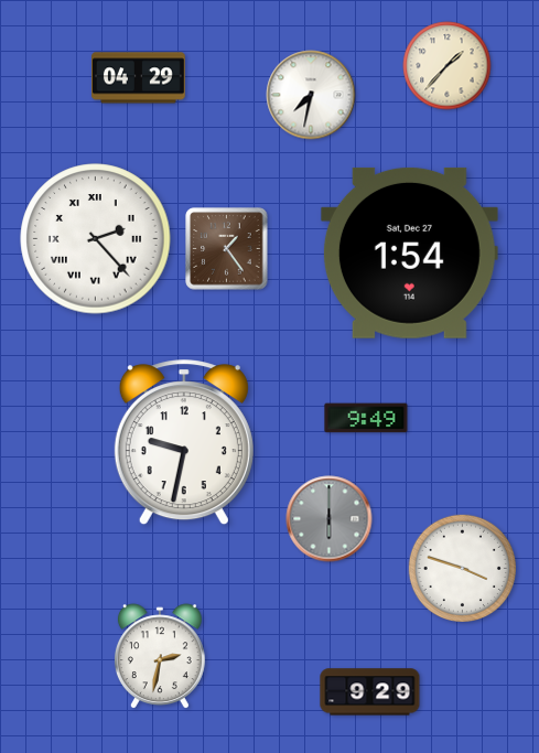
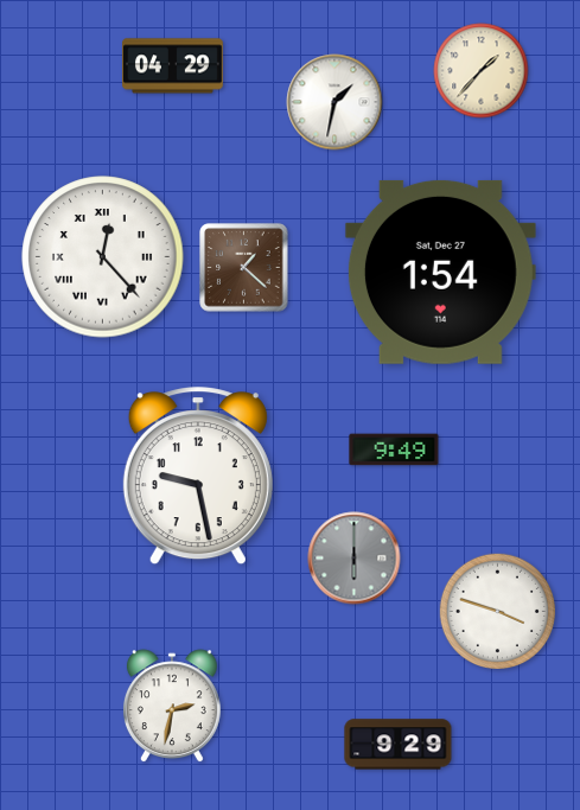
clock at (139, 78) position: (139, 78) -> (173, 66)
clock at (311, 95): 7:32 -> 1:32
clock at (96, 239): 2:23 -> 12:23
clock at (227, 249): 1:24 -> 1:22
clock at (184, 443): 9:32 -> 9:28
